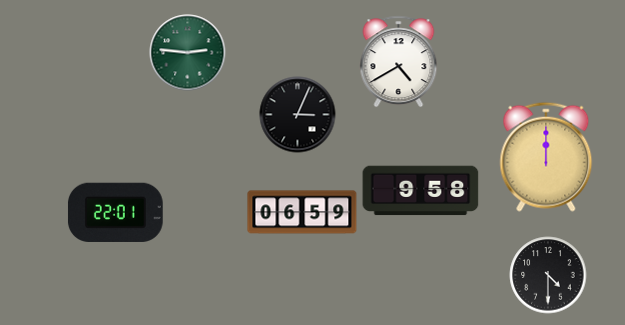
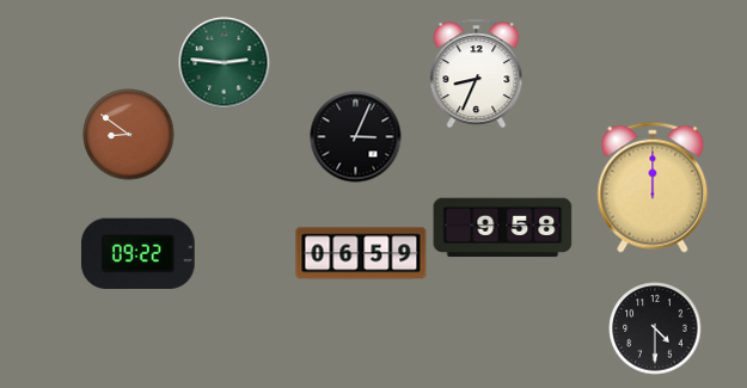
clock at (399, 62): 4:40 -> 8:34
clock at (129, 135): none -> 8:51
clock at (115, 212): 22:01 -> 09:22
